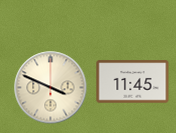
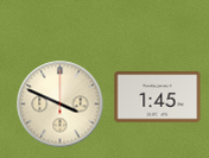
clock at (133, 82): 11:45 -> 1:45
